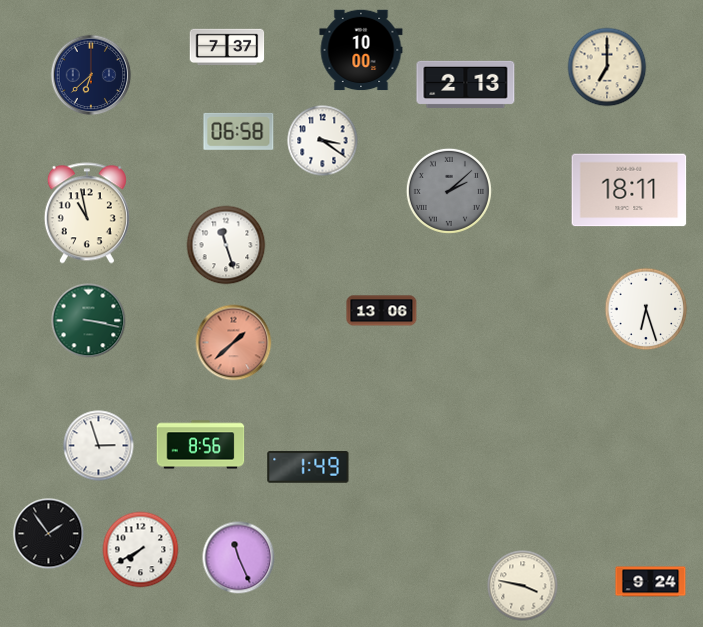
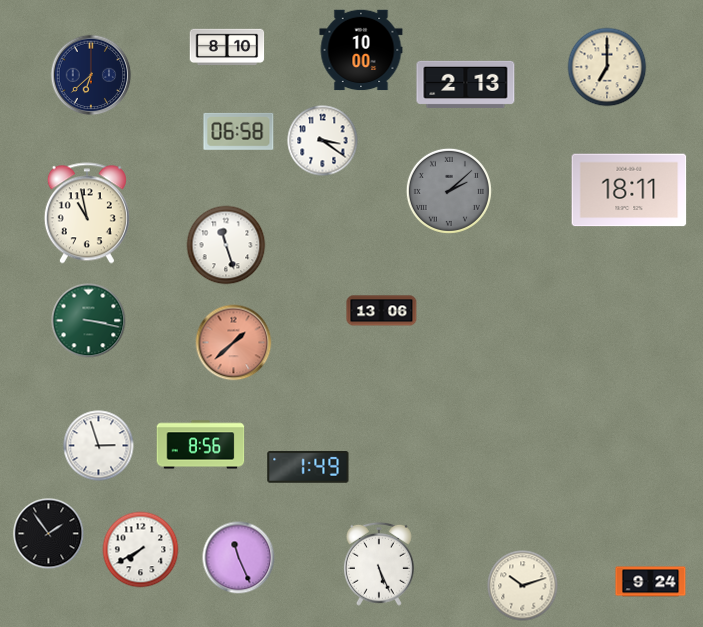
clock at (227, 47): 7:37 -> 8:10
clock at (646, 309): 6:27 -> none
clock at (379, 564): none -> 5:26
clock at (523, 586): 3:47 -> 10:12
